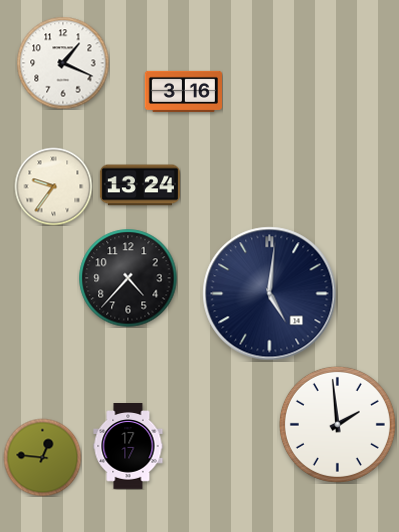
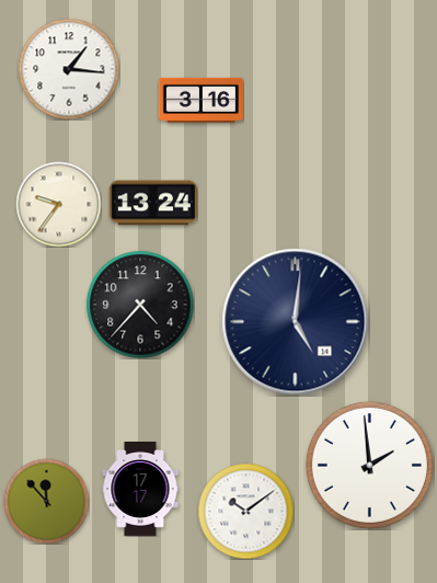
clock at (63, 63): 1:19 -> 1:16
clock at (42, 457): 12:46 -> 11:53
clock at (245, 511): none -> 10:09
